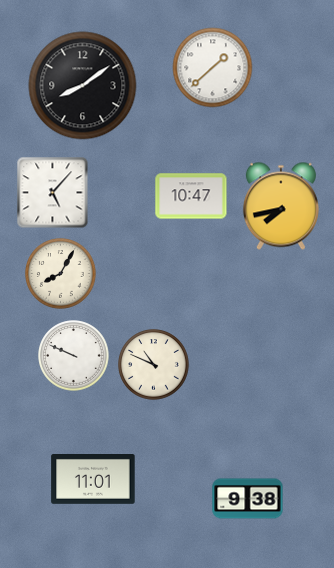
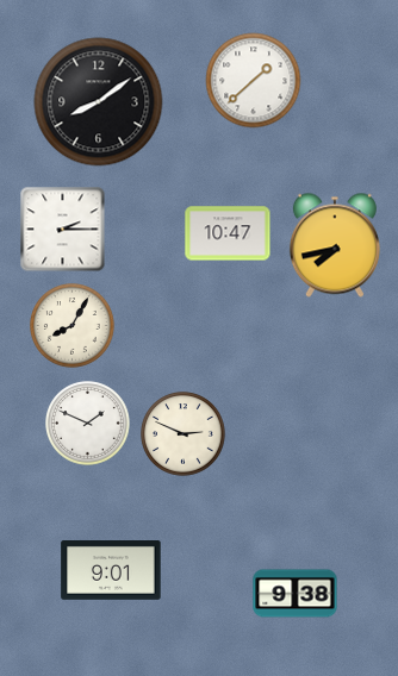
clock at (53, 193): 5:07 -> 2:15
clock at (74, 356): 9:49 -> 1:49
clock at (154, 365): 10:49 -> 2:49
clock at (93, 480): 11:01 -> 9:01
